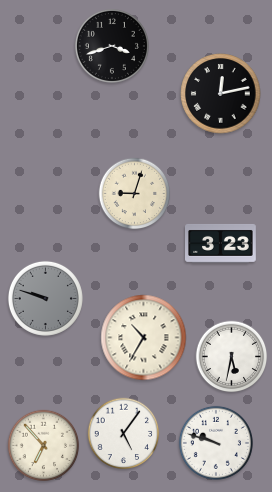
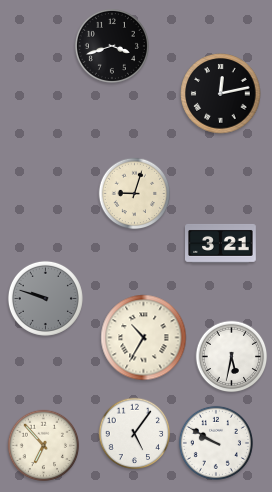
clock at (221, 243): 3:23 -> 3:21
clock at (124, 434) position: (124, 434) -> (135, 434)
clock at (216, 443): 9:48 -> 9:50
